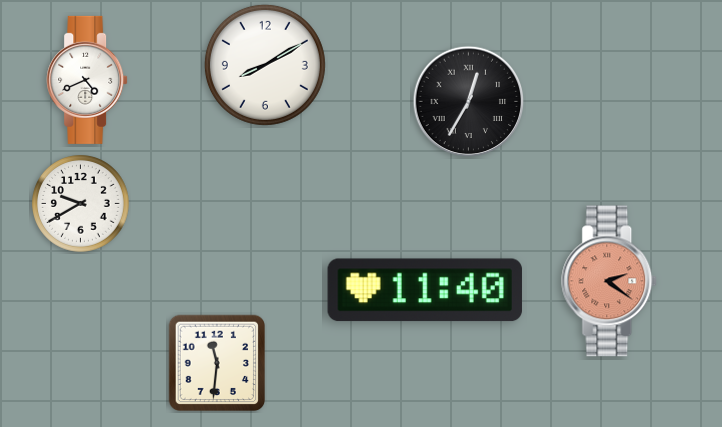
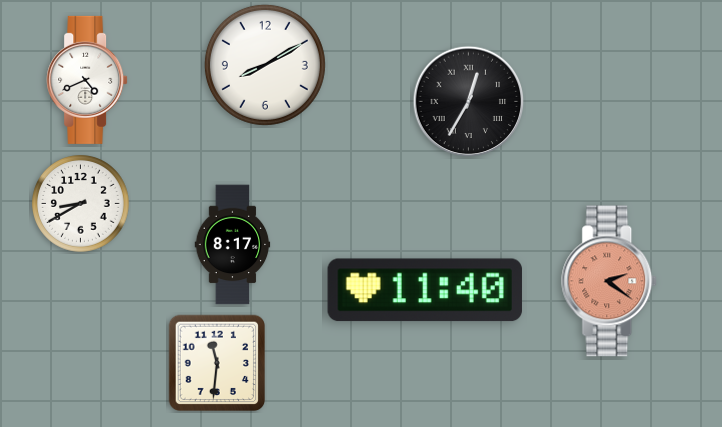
clock at (81, 204): 9:40 -> 8:40
clock at (233, 245): none -> 8:17
